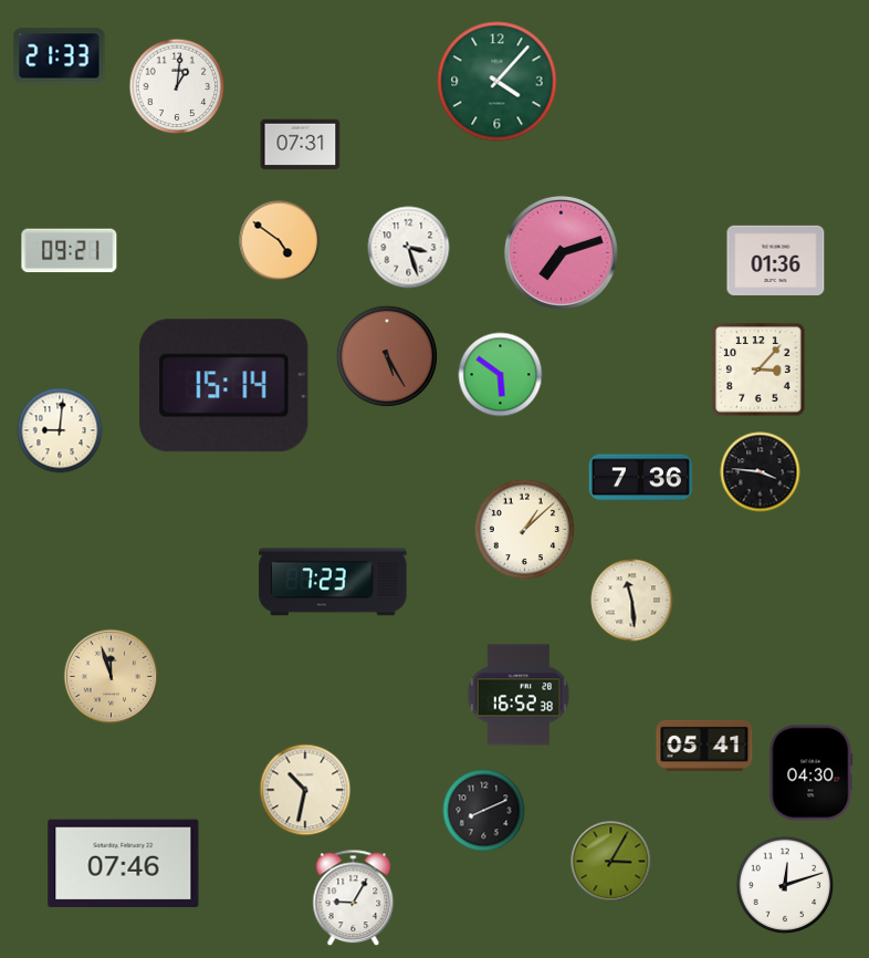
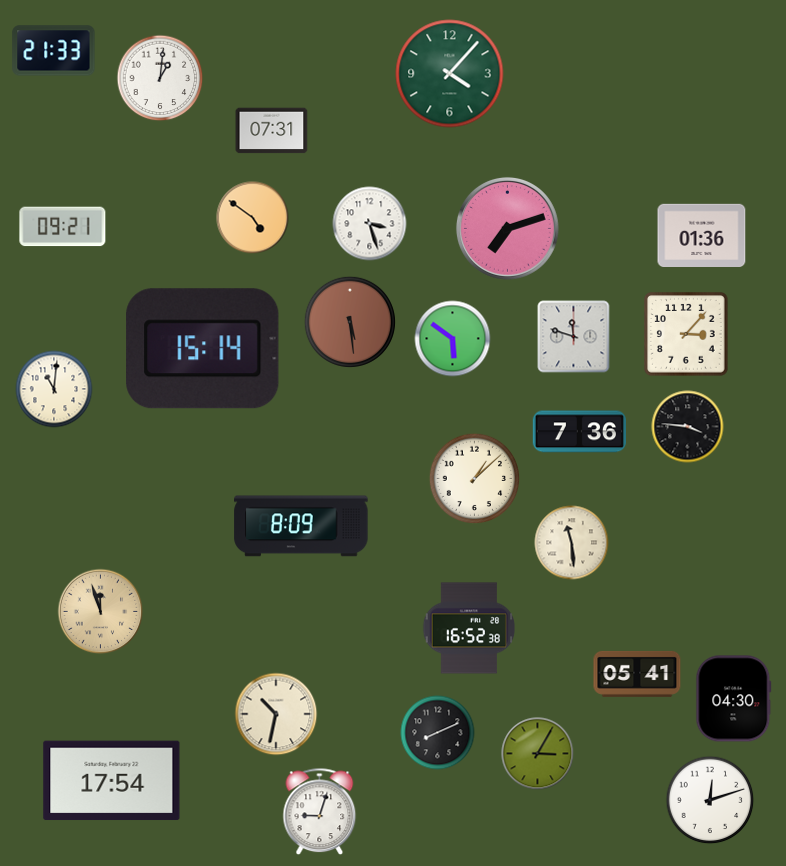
clock at (387, 356): 5:25 -> 5:29
clock at (574, 337): none -> 11:48
clock at (60, 430): 9:01 -> 11:01
clock at (333, 582): 7:23 -> 8:09
clock at (611, 862) position: (611, 862) -> (538, 754)
clock at (124, 864): 07:46 -> 17:54
clock at (354, 898): 9:05 -> 9:03
